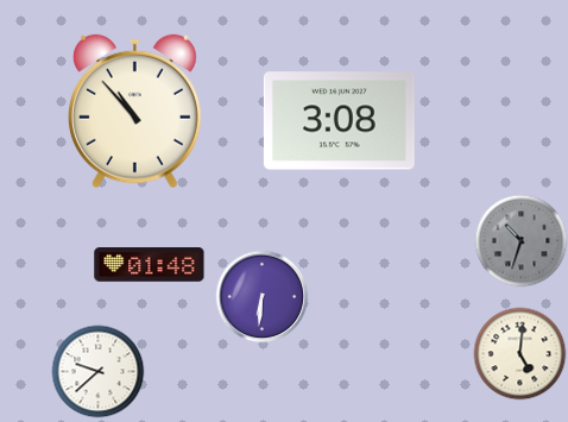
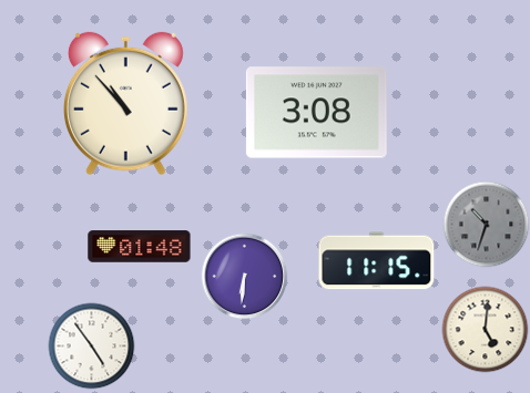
clock at (377, 261): none -> 11:15
clock at (97, 371): 9:38 -> 4:54
